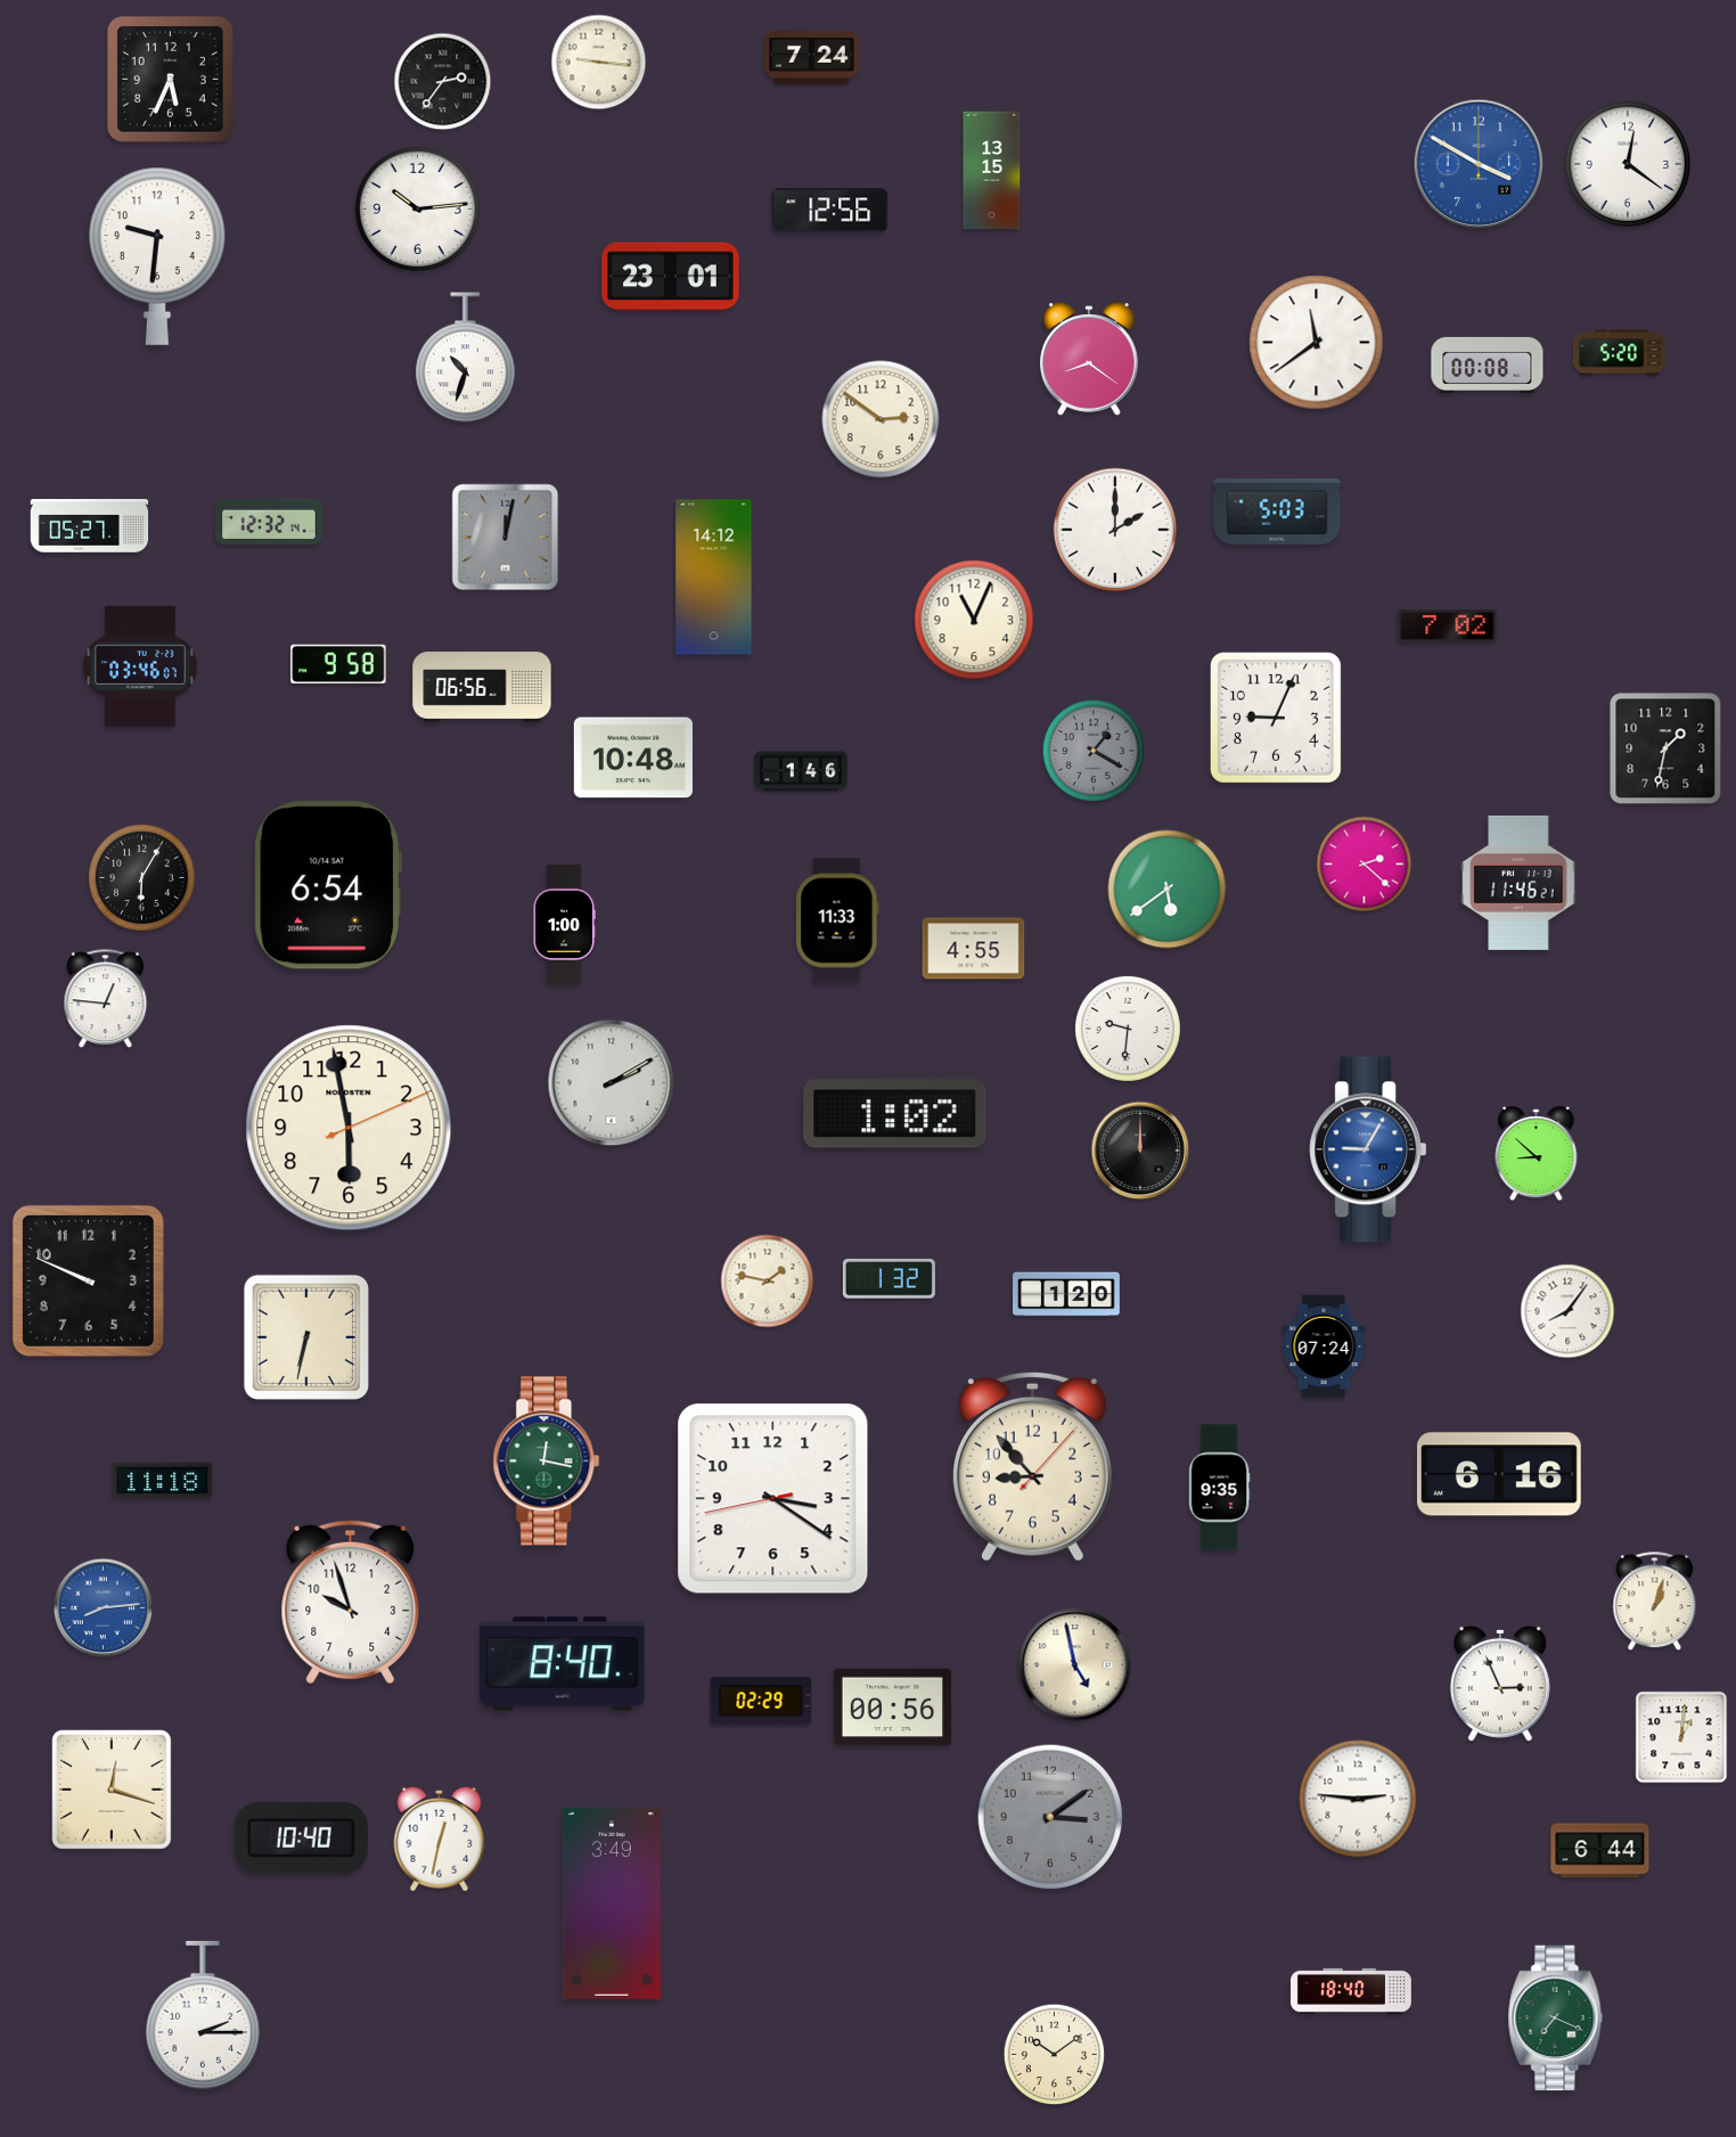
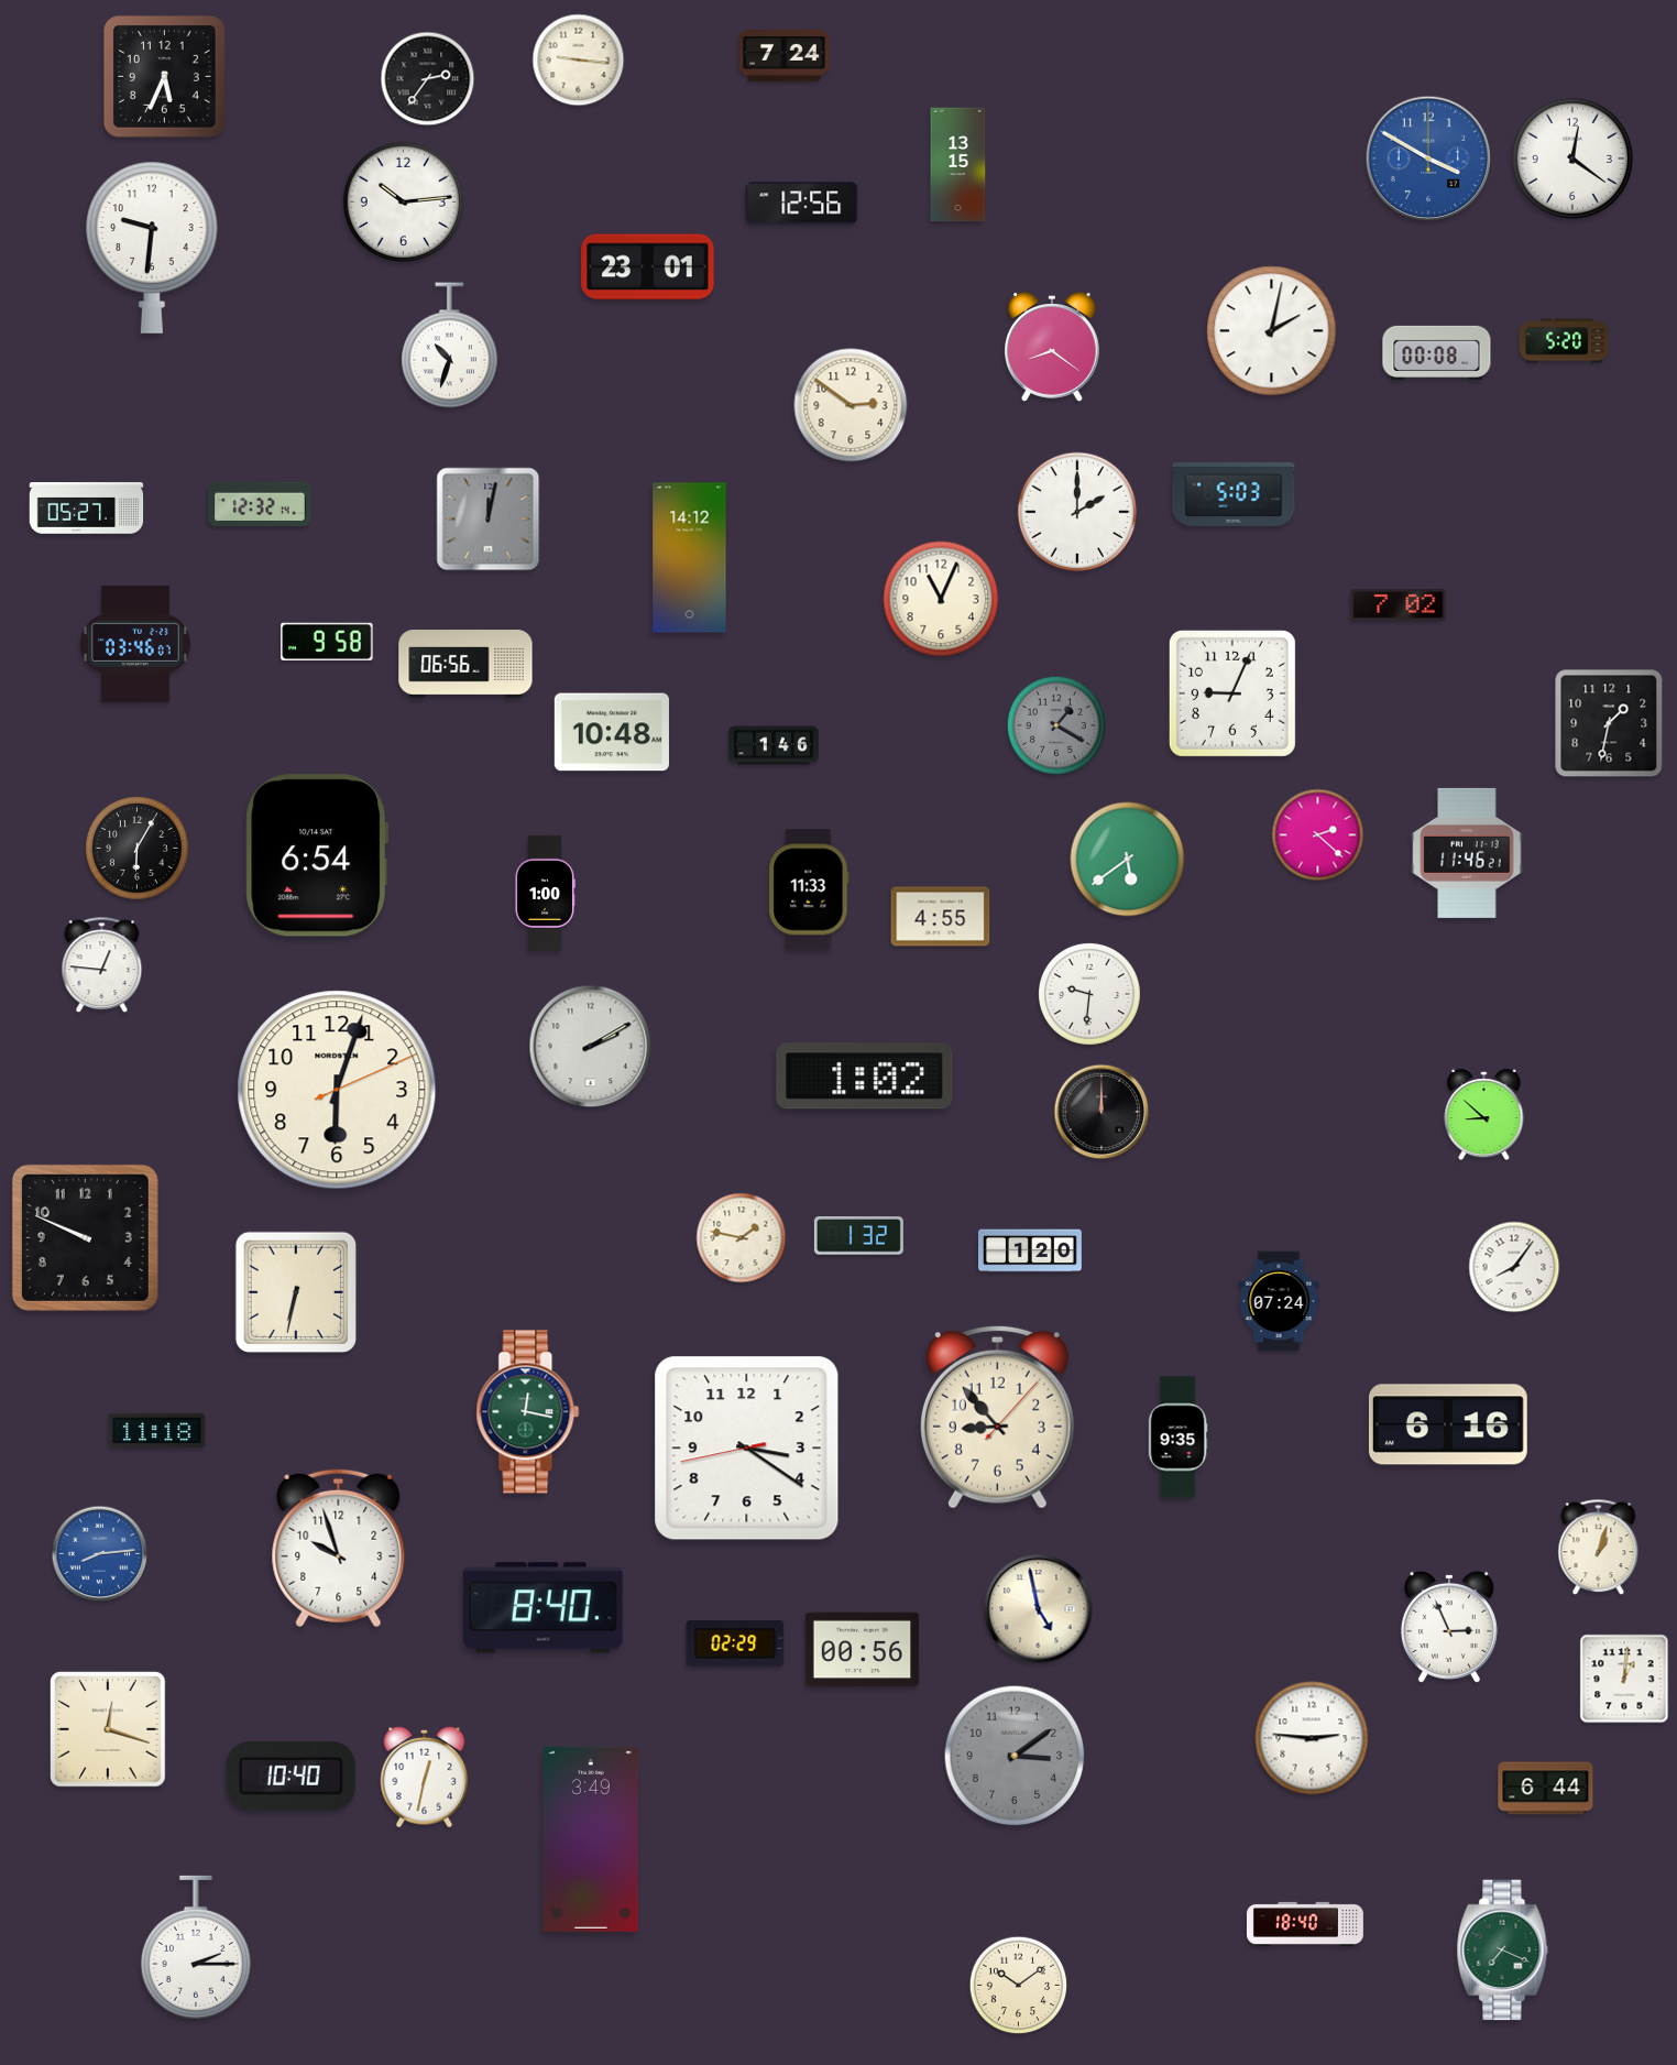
clock at (1317, 343): 11:39 -> 2:02
clock at (349, 1128): 5:58 -> 6:03
clock at (1368, 1149): 9:05 -> none
